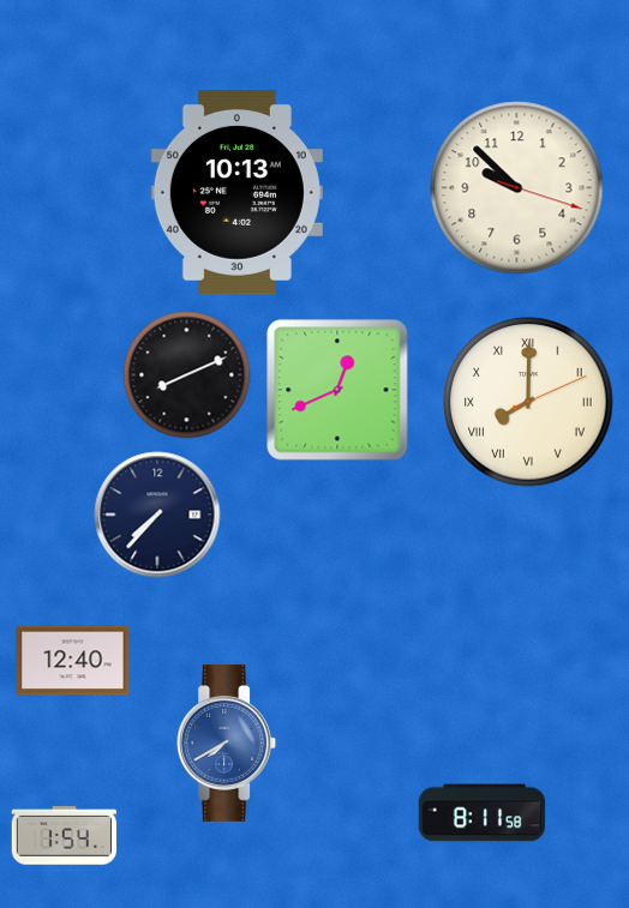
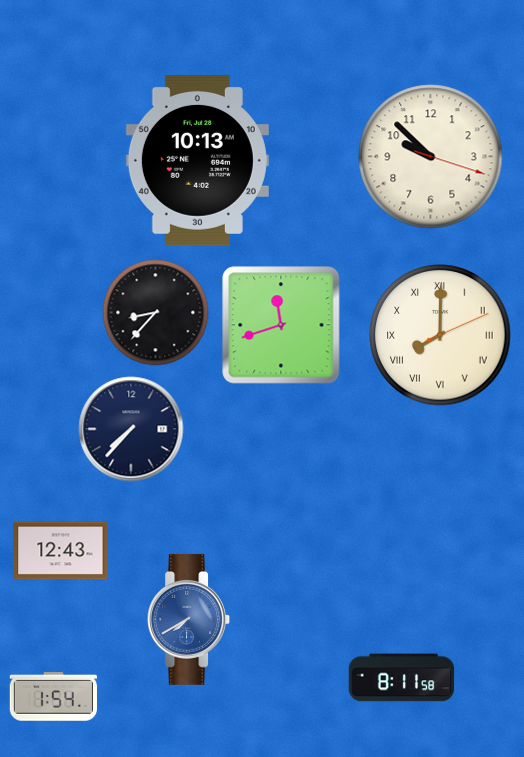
clock at (187, 375): 8:11 -> 8:37
clock at (337, 390): 12:41 -> 11:42
clock at (73, 661): 12:40 -> 12:43
